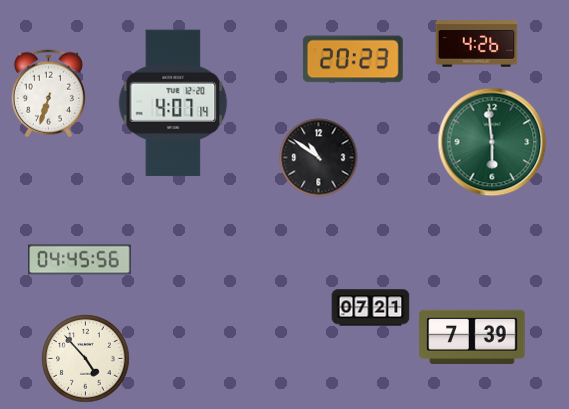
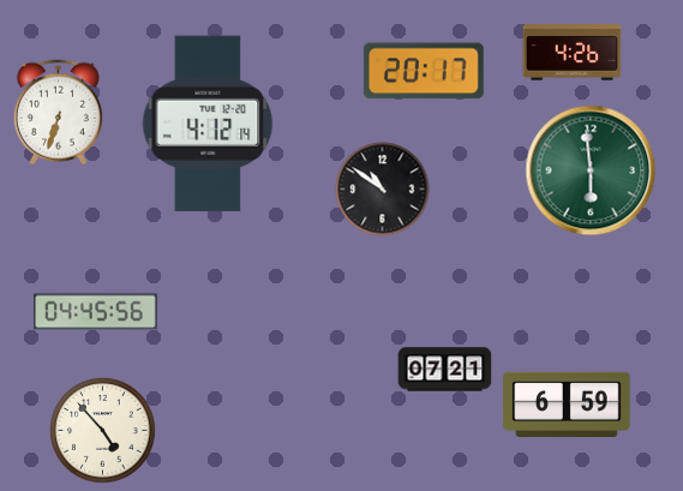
clock at (353, 59): 20:23 -> 20:17
clock at (173, 103): 4:07 -> 4:12
clock at (472, 336): 7:39 -> 6:59
